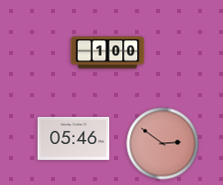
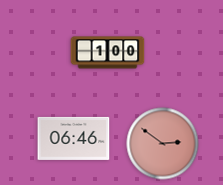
clock at (74, 138): 05:46 -> 06:46
